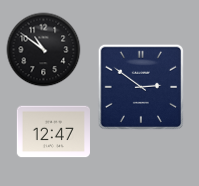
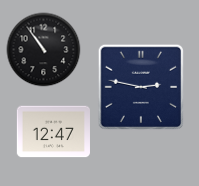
clock at (44, 50): 10:51 -> 10:54
clock at (141, 87): 2:51 -> 2:47
